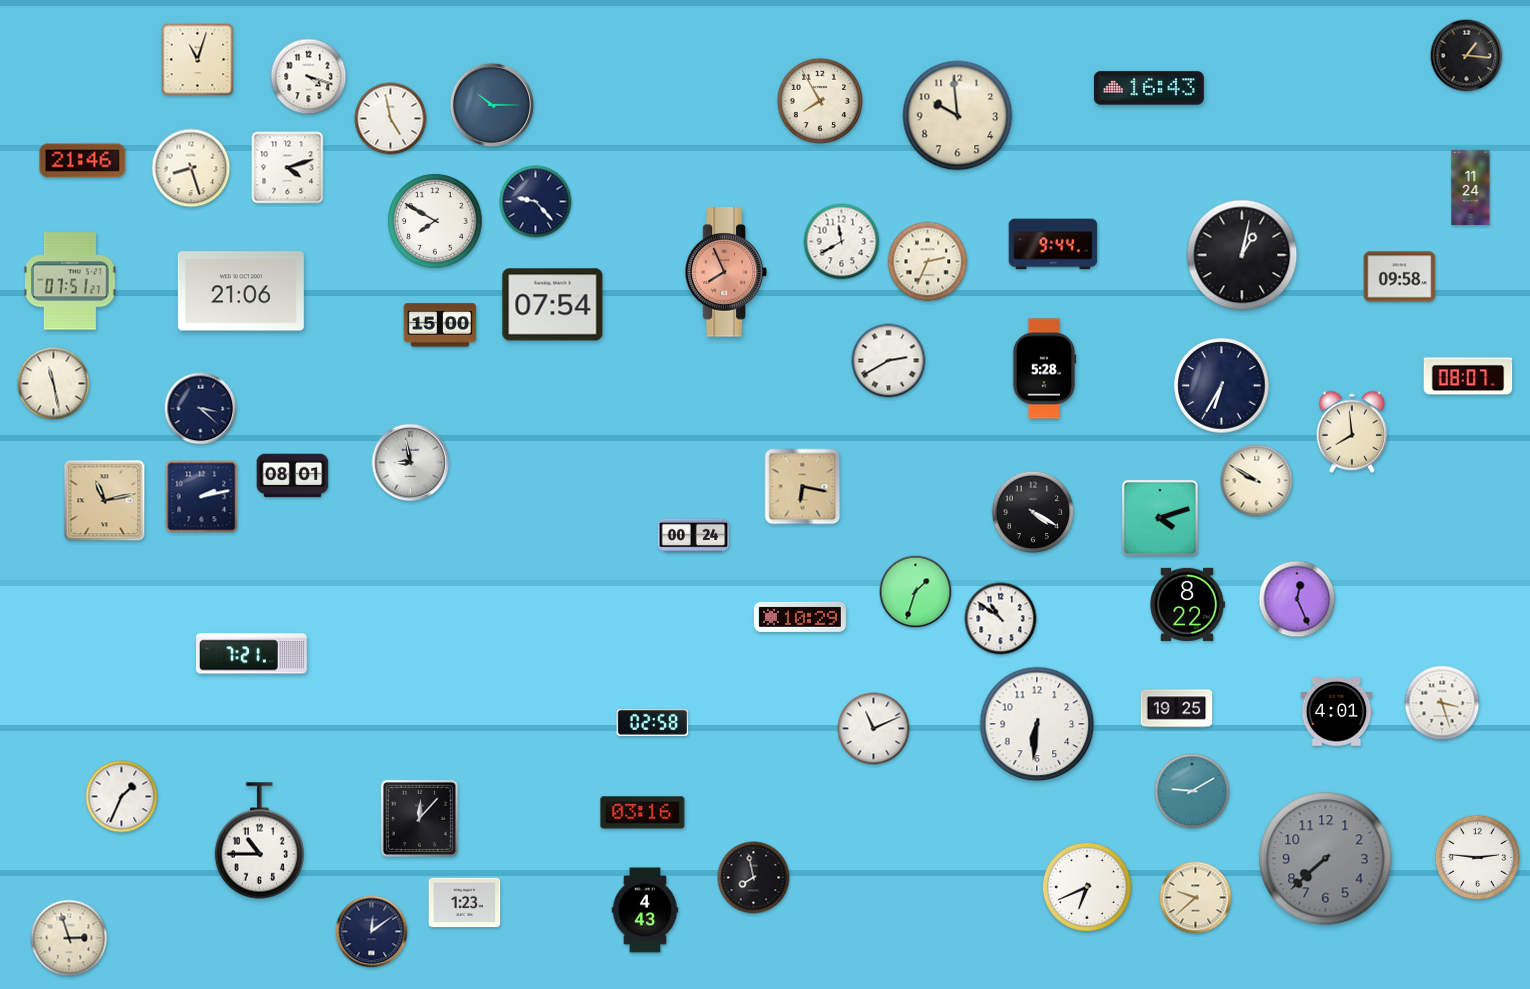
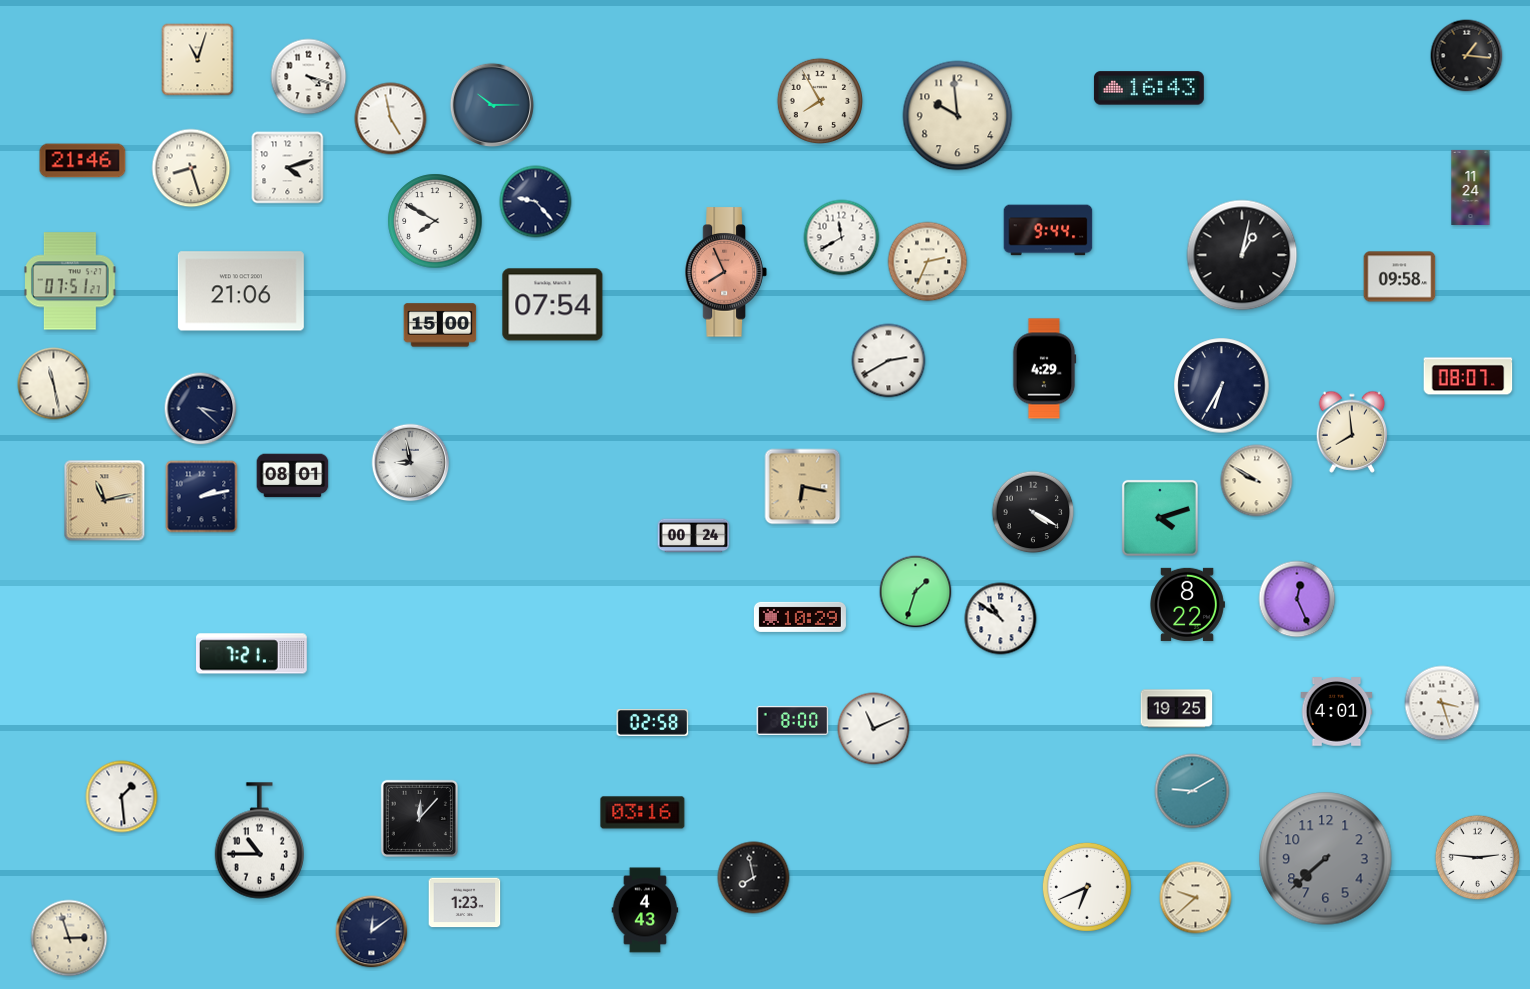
clock at (842, 242) position: (842, 242) -> (842, 238)
clock at (1053, 244) position: (1053, 244) -> (1048, 230)
clock at (1044, 369): 5:28 -> 4:29
clock at (793, 720): none -> 8:00
clock at (1037, 724): 6:31 -> none
clock at (122, 797): 1:34 -> 1:29
